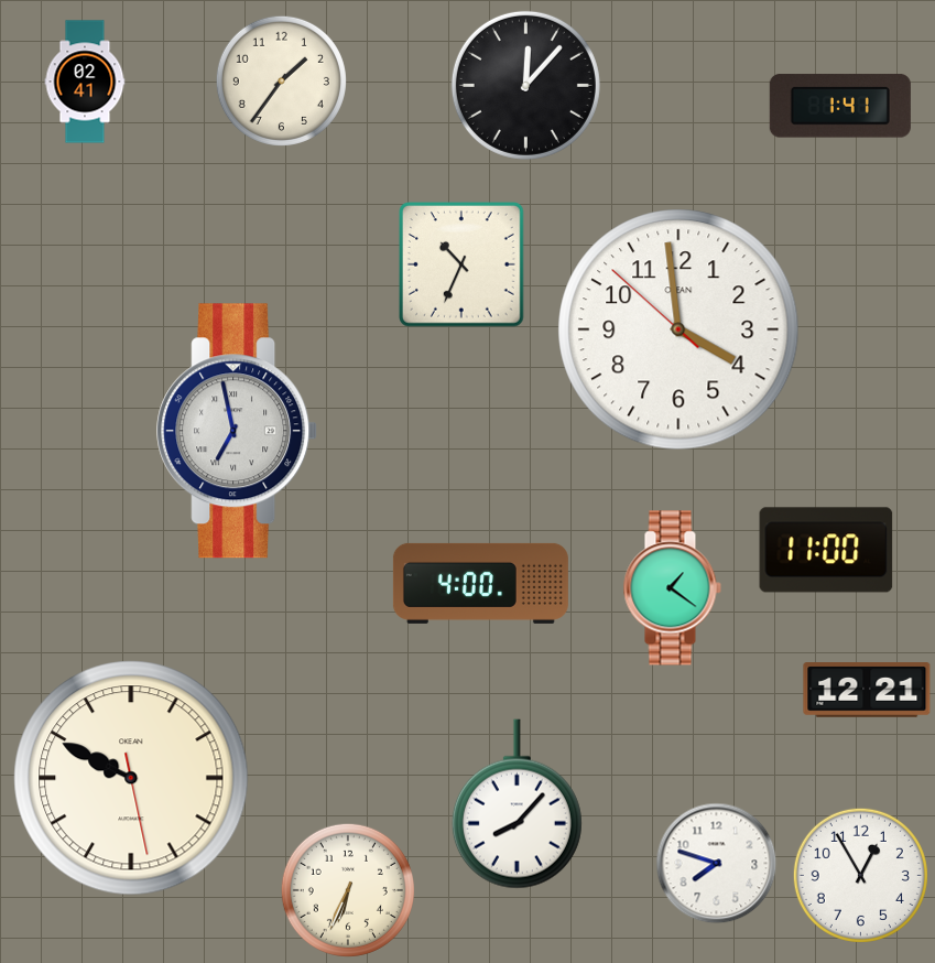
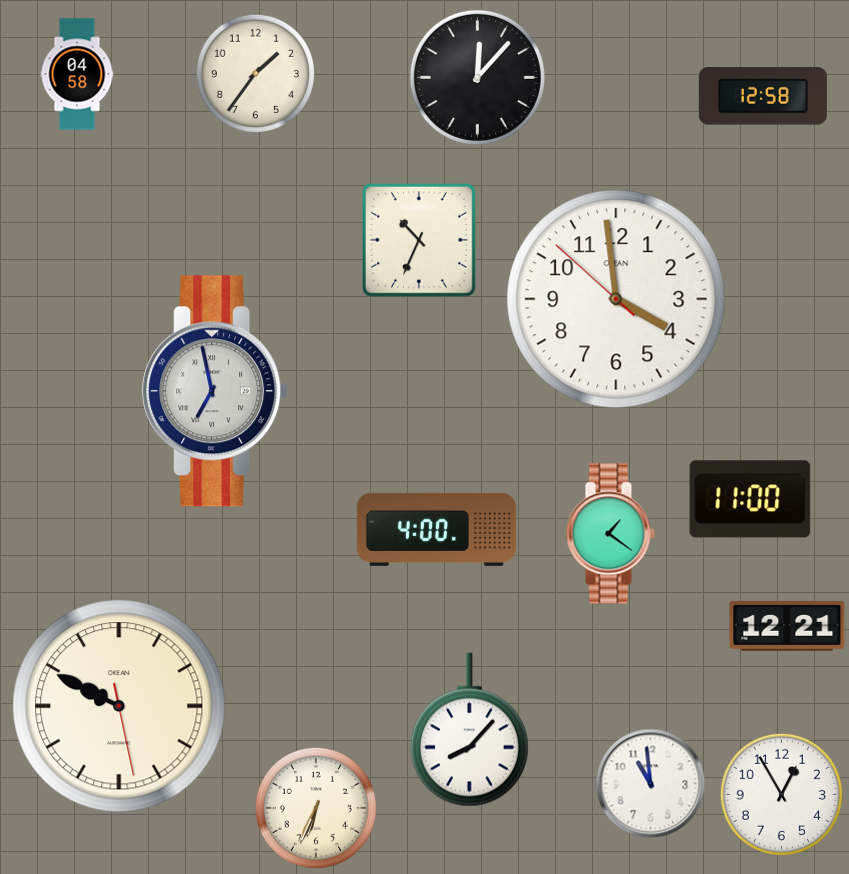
clock at (85, 82): 02:41 -> 04:58
clock at (840, 106): 1:41 -> 12:58
clock at (717, 864): 7:48 -> 10:59
